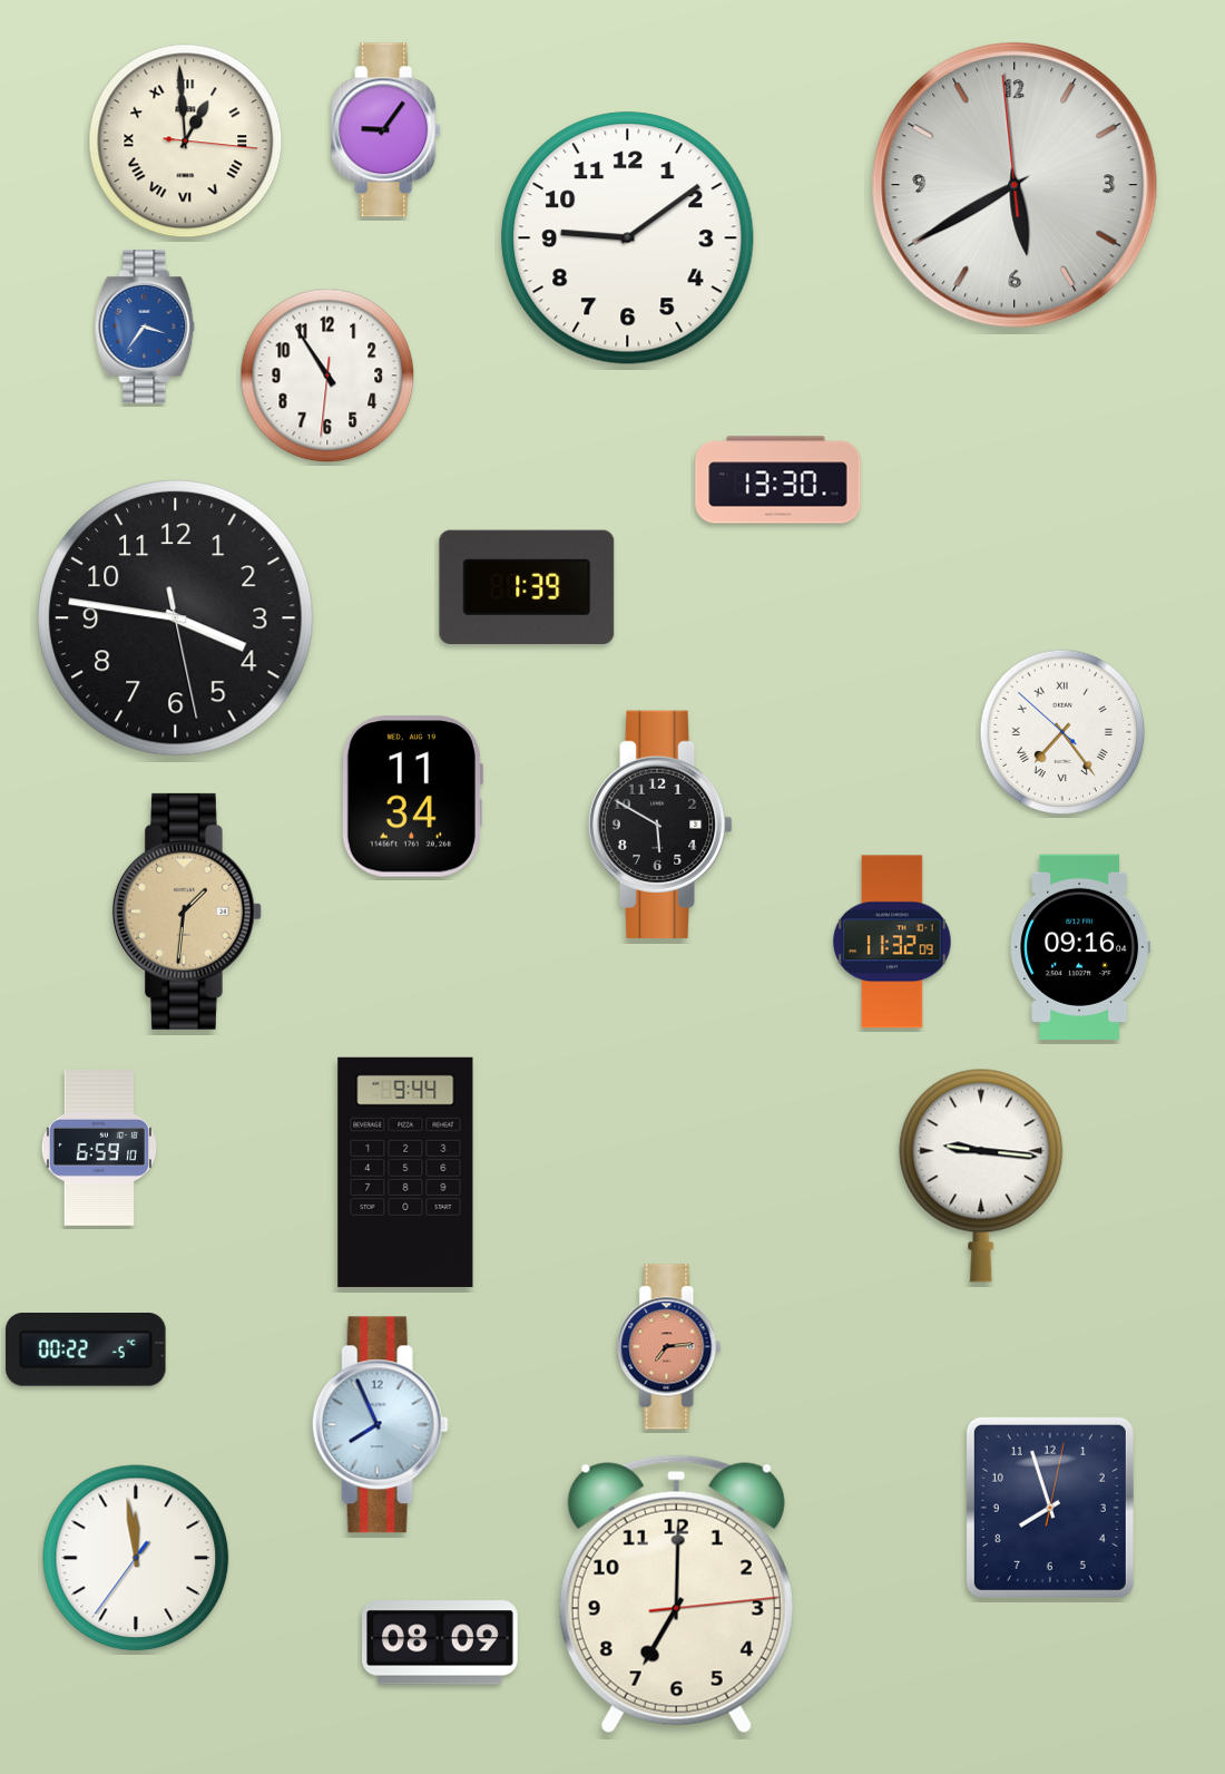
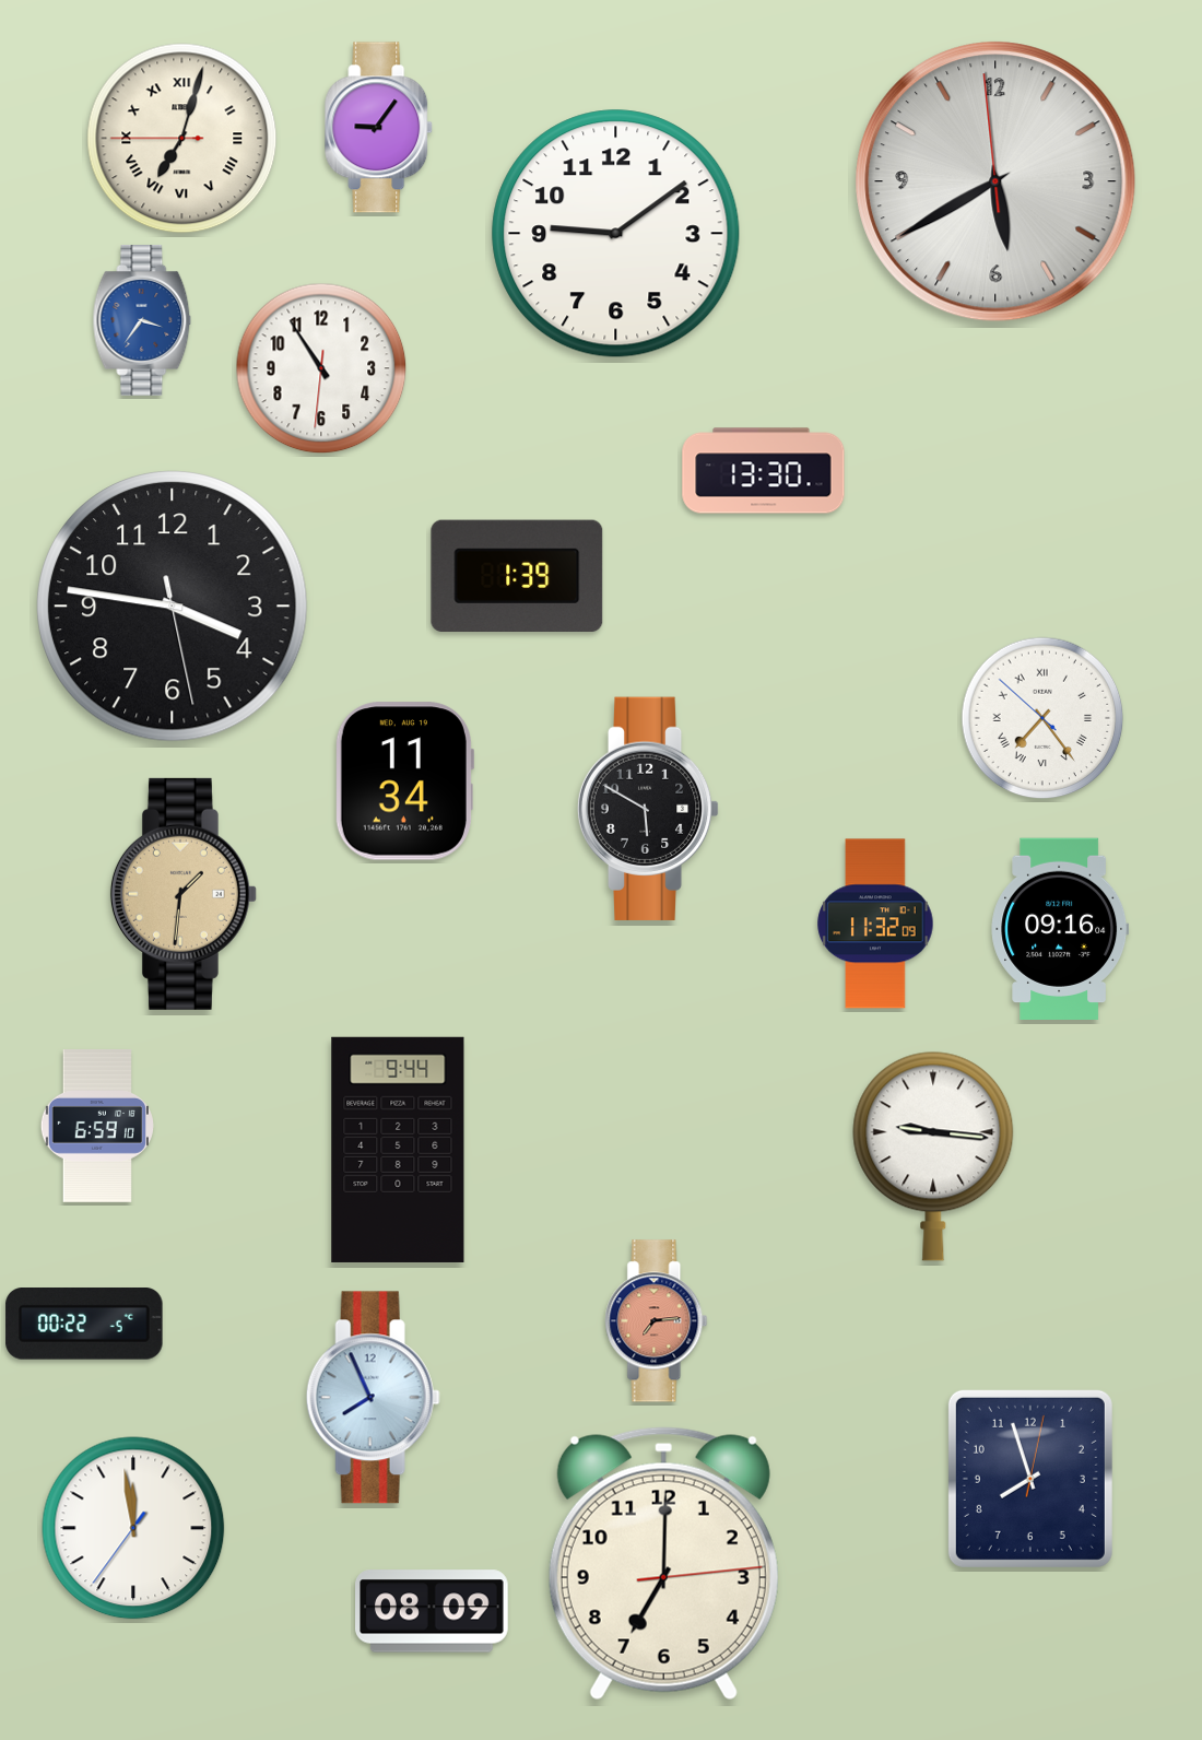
clock at (186, 142): 12:59 -> 7:02
clock at (981, 1176) position: (981, 1176) -> (933, 1156)
